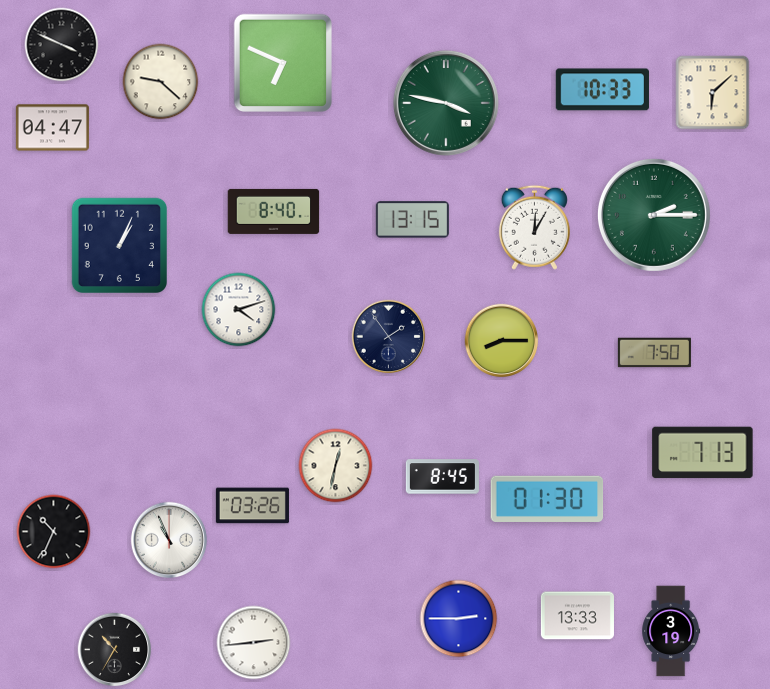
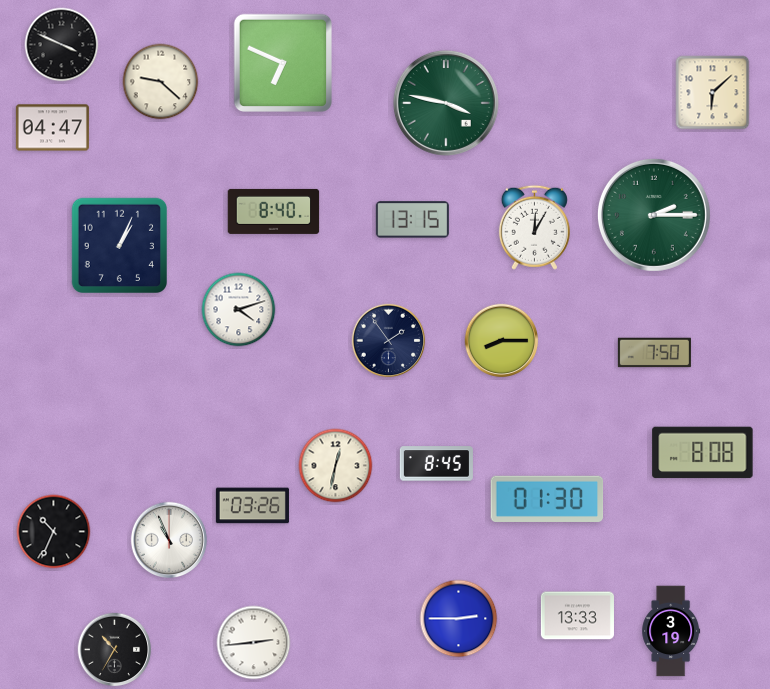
clock at (602, 90): 10:33 -> none
clock at (389, 337) position: (389, 337) -> (389, 341)
clock at (703, 453): 7:13 -> 8:08
clock at (442, 477) position: (442, 477) -> (436, 464)
